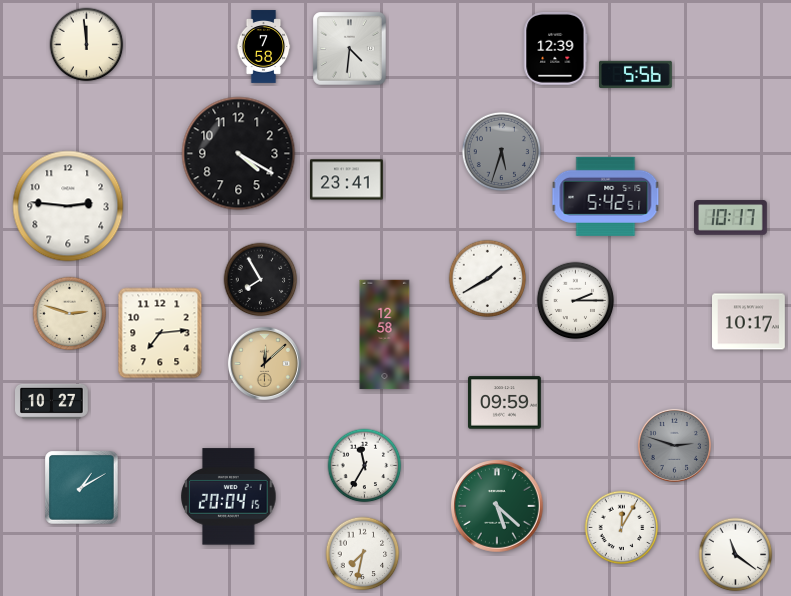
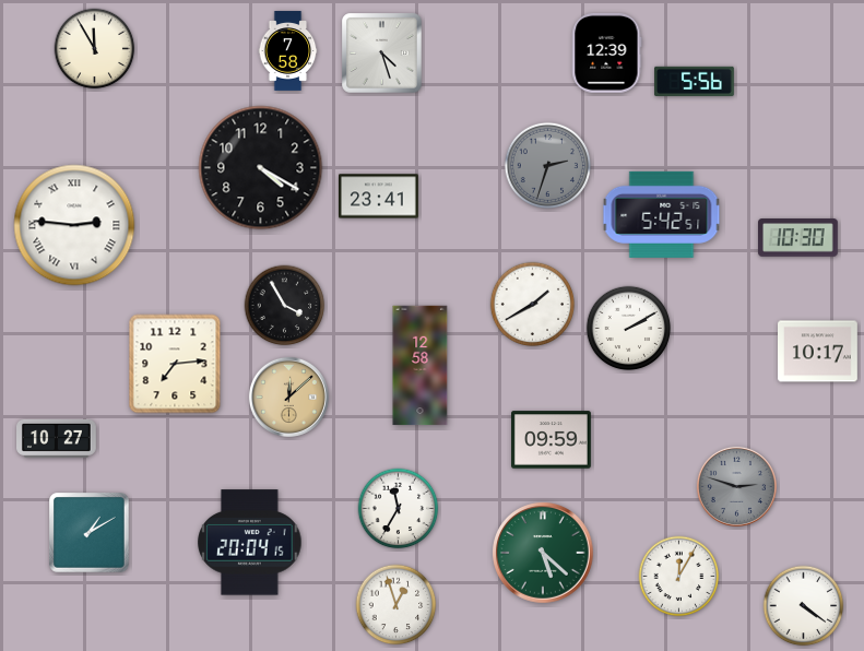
clock at (87, 45): 11:59 -> 11:55
clock at (350, 49): 4:31 -> 4:27
clock at (501, 151): 5:33 -> 2:33
clock at (68, 206) numerals: Arabic -> Roman
clock at (731, 218): 10:17 -> 10:30
clock at (261, 280): 7:55 -> 3:55
clock at (576, 301): 2:15 -> 2:10
clock at (70, 314): 2:48 -> none
clock at (363, 554): 7:32 -> 12:57
clock at (736, 555): 11:21 -> 4:21
